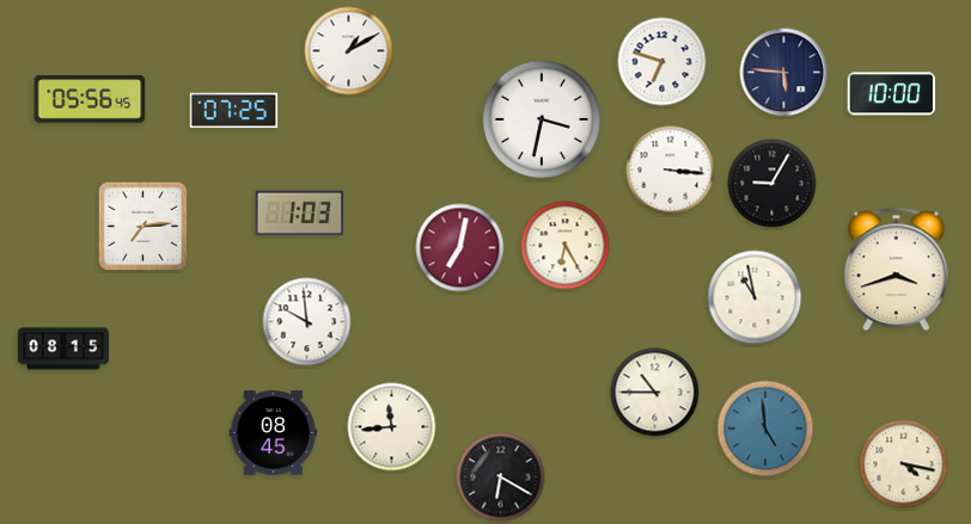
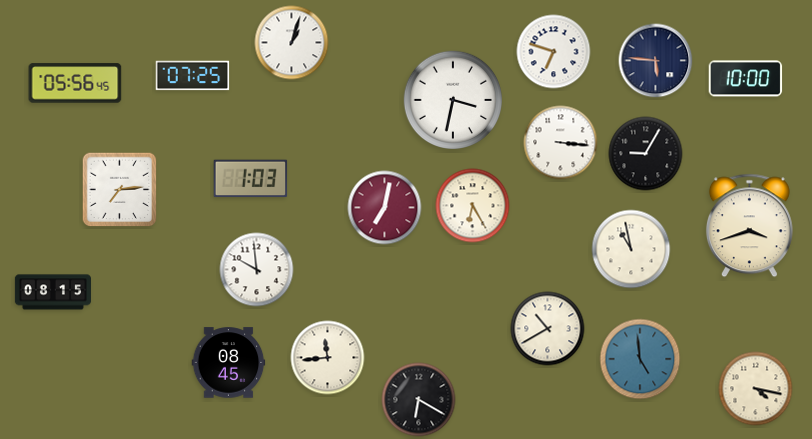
clock at (349, 51): 1:10 -> 1:03
clock at (234, 111) position: (234, 111) -> (193, 76)
clock at (655, 393): 10:45 -> 10:40
